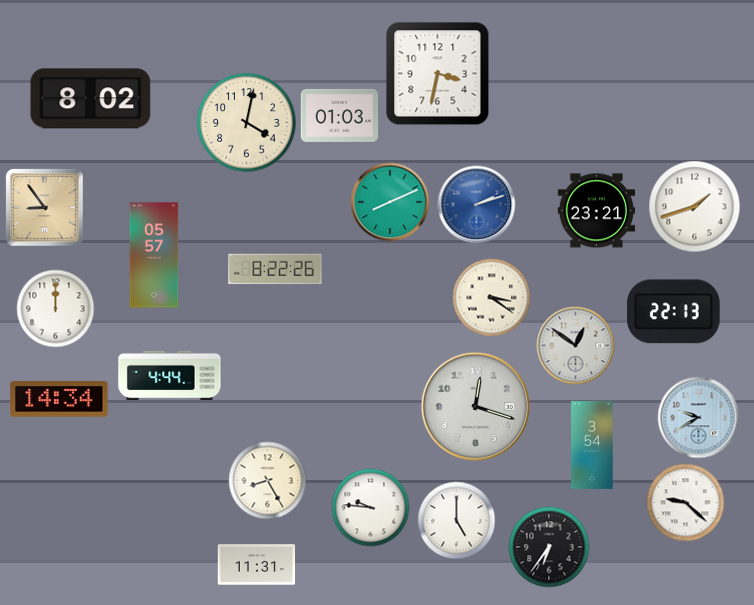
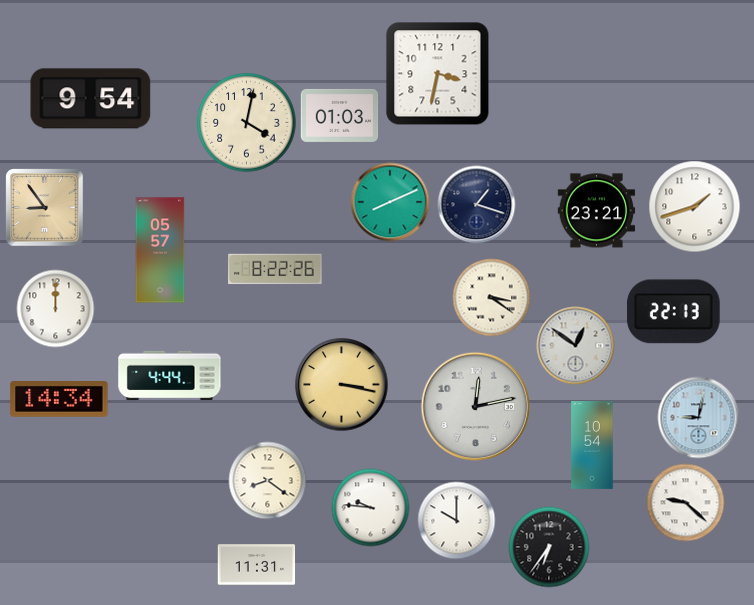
clock at (91, 99): 8:02 -> 9:54
clock at (476, 204): 2:12 -> 1:18
clock at (476, 204) dial: blue -> navy
clock at (154, 255) position: (154, 255) -> (160, 250)
clock at (341, 384): none -> 3:17
clock at (475, 406): 12:18 -> 12:13
clock at (698, 417): 9:40 -> 9:02
clock at (592, 446): 3:54 -> 10:54
clock at (267, 480): 8:25 -> 8:21
clock at (456, 520): 5:00 -> 10:00
